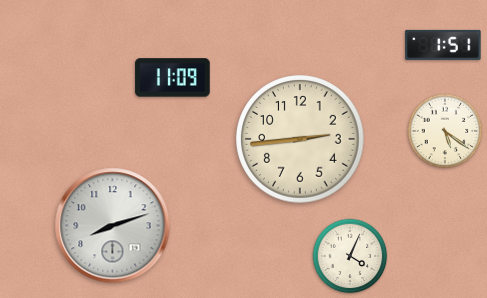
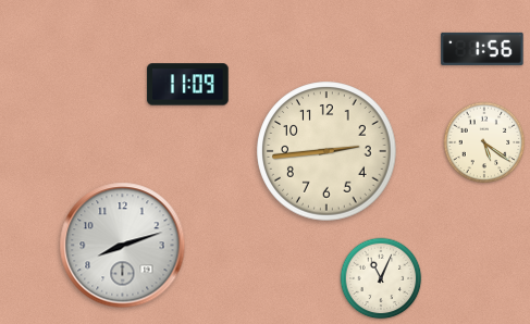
clock at (443, 45): 1:51 -> 1:56
clock at (350, 256): 4:04 -> 11:04
